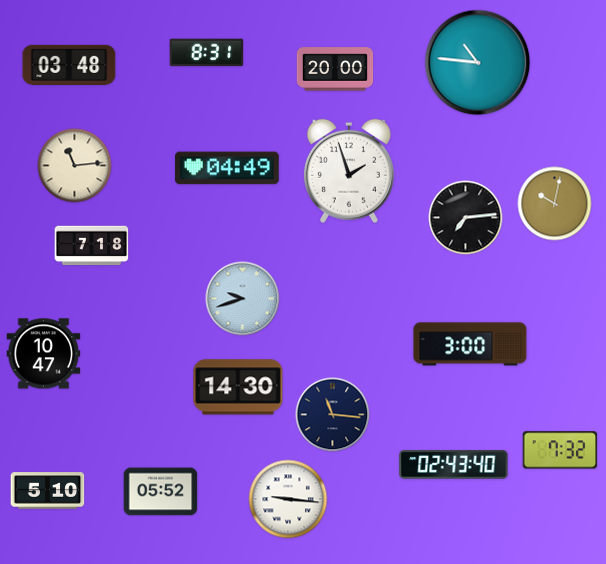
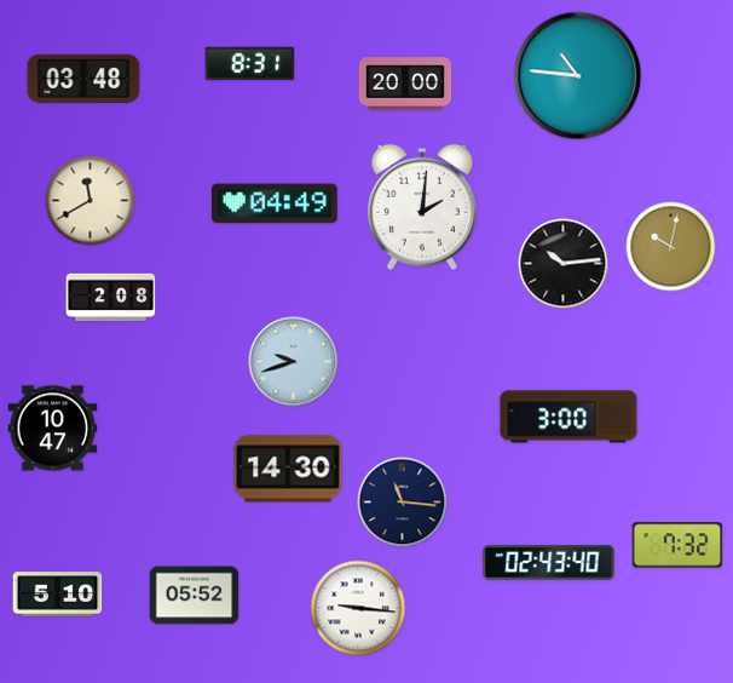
clock at (75, 166): 11:14 -> 11:40
clock at (349, 171): 1:57 -> 2:01
clock at (466, 218): 7:14 -> 10:14
clock at (92, 246): 7:18 -> 2:08
clock at (288, 499) position: (288, 499) -> (358, 608)
